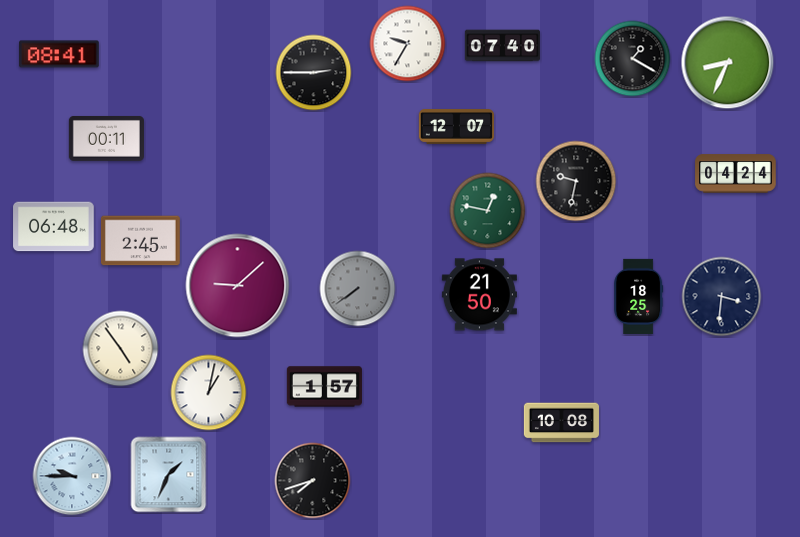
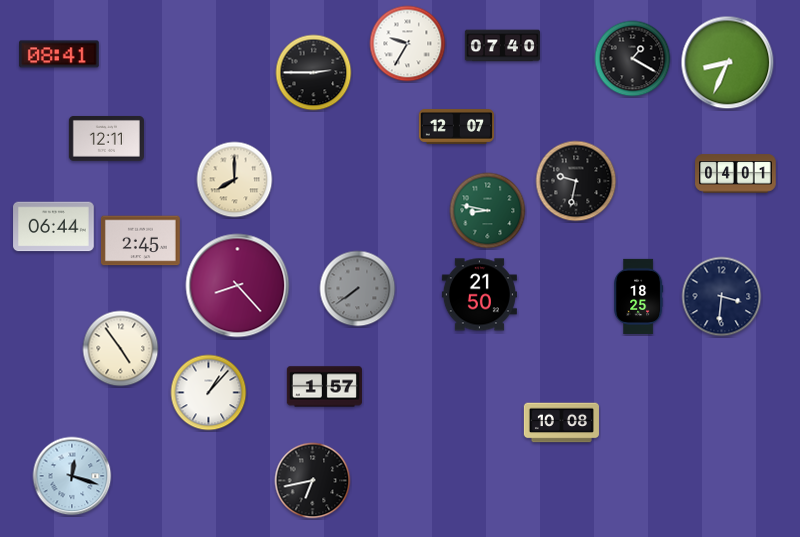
clock at (106, 138): 00:11 -> 12:11
clock at (736, 174): 04:24 -> 04:01
clock at (235, 180): none -> 8:00
clock at (488, 211): 12:47 -> 8:47
clock at (54, 227): 06:48 -> 06:44
clock at (238, 286): 9:08 -> 8:23
clock at (209, 393): 1:02 -> 1:07
clock at (169, 475): 1:34 -> none
clock at (72, 476): 9:45 -> 12:18
clock at (313, 481): 7:42 -> 6:43
